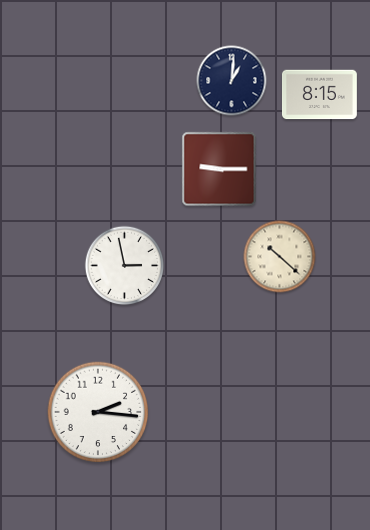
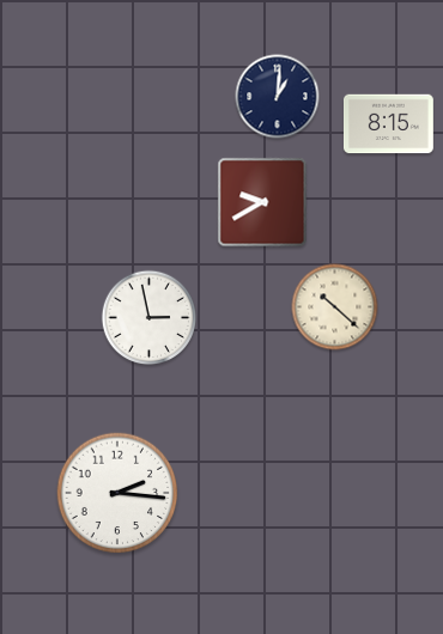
clock at (319, 95) position: (319, 95) -> (388, 124)
clock at (219, 169): 9:15 -> 9:40
